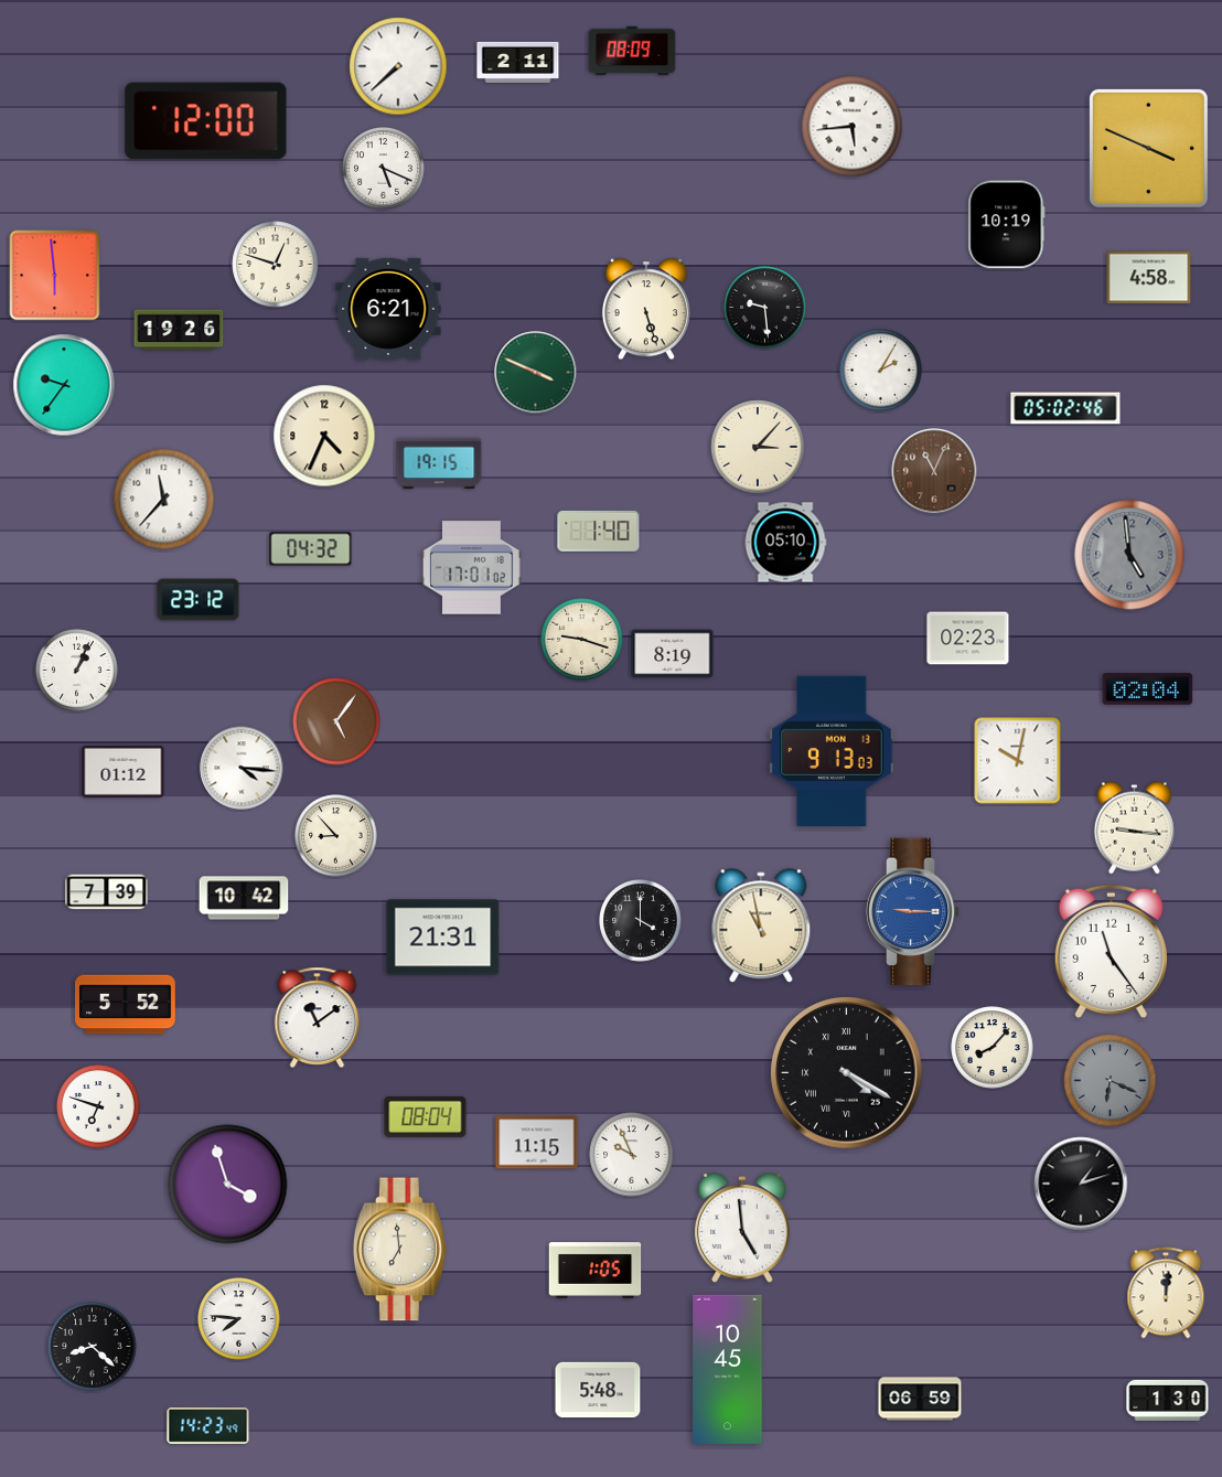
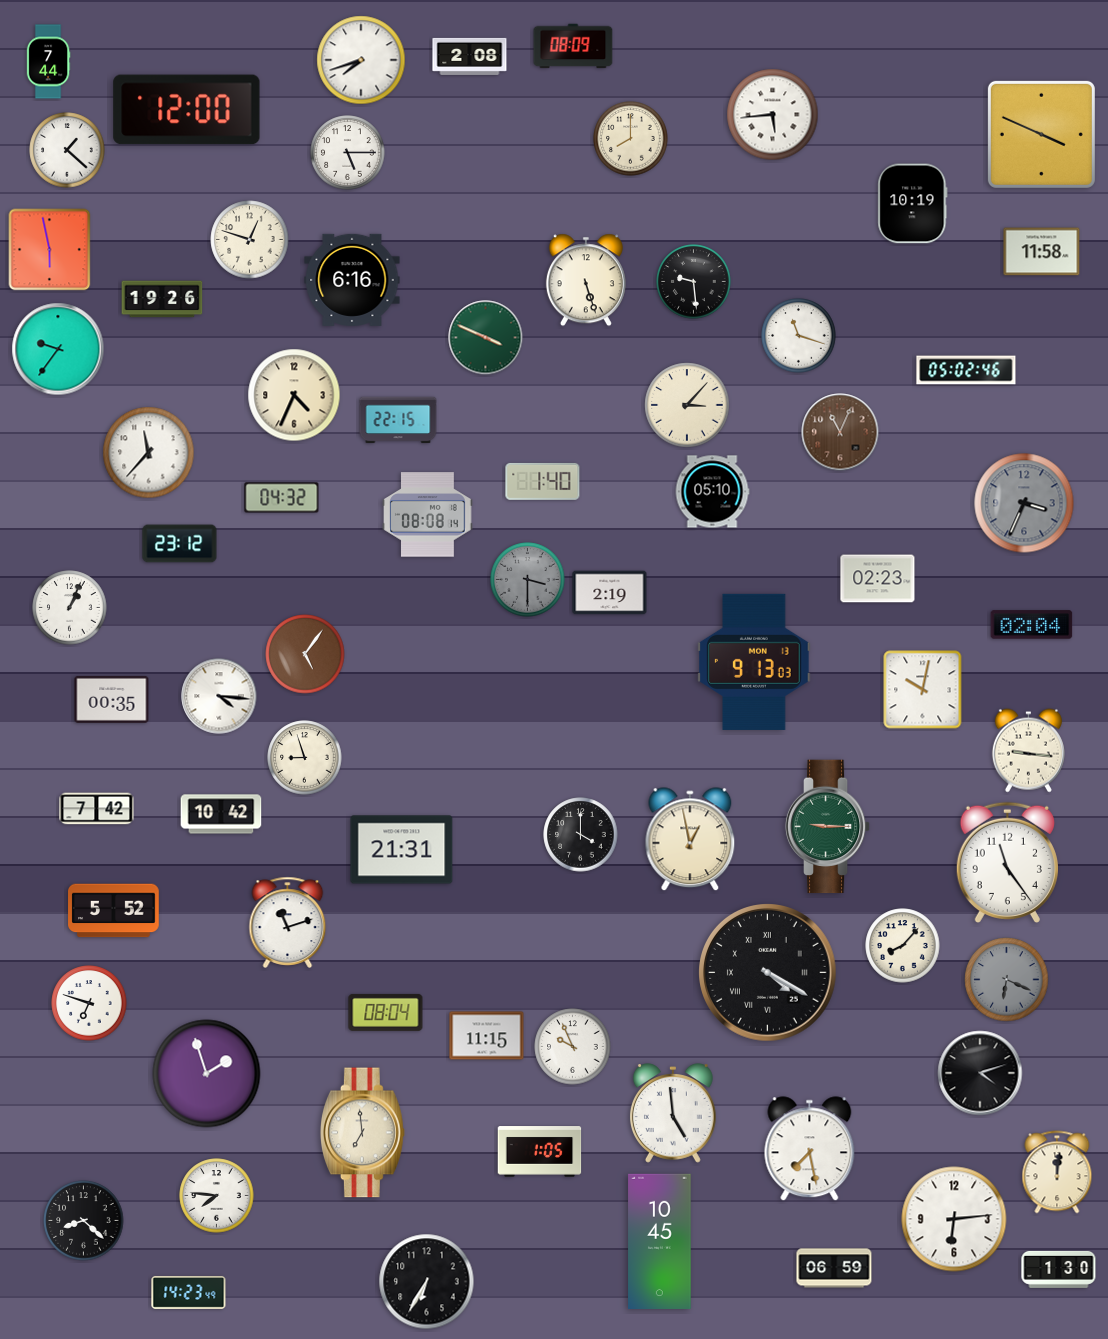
clock at (518, 62): 2:11 -> 2:08
clock at (398, 66): 7:38 -> 7:42
clock at (48, 62): none -> 7:44
clock at (631, 139): none -> 8:00
clock at (67, 150): none -> 1:22
clock at (384, 169): 5:19 -> 5:15
clock at (55, 276): 5:59 -> 5:58
clock at (1149, 278): 4:58 -> 11:58
clock at (765, 308) position: (765, 308) -> (694, 282)
clock at (388, 309): 6:21 -> 6:16
clock at (881, 371): 2:05 -> 11:18
clock at (439, 463): 19:15 -> 22:15
clock at (934, 471) position: (934, 471) -> (840, 432)
clock at (1129, 555): 4:59 -> 3:34
clock at (472, 568): 17:01 -> 08:08
clock at (582, 640): 9:18 -> 3:30
clock at (582, 640) dial: cream -> grey
clock at (673, 654): 8:19 -> 2:19
clock at (1148, 689) position: (1148, 689) -> (1032, 625)
clock at (832, 751) position: (832, 751) -> (754, 662)
clock at (124, 771): 01:12 -> 00:35
clock at (336, 836): 8:53 -> 8:57
clock at (107, 892): 7:39 -> 7:42
clock at (913, 912) dial: blue -> green
clock at (761, 927): 10:58 -> 12:58
clock at (318, 1017): 11:09 -> 11:12
clock at (993, 1048) position: (993, 1048) -> (903, 946)
clock at (1081, 1184): 1:12 -> 4:12
clock at (228, 1185): 3:57 -> 1:57
clock at (810, 1149): none -> 7:28
clock at (954, 1219): none -> 6:14
clock at (598, 1390): 5:48 -> none
clock at (427, 1282): none -> 6:35
